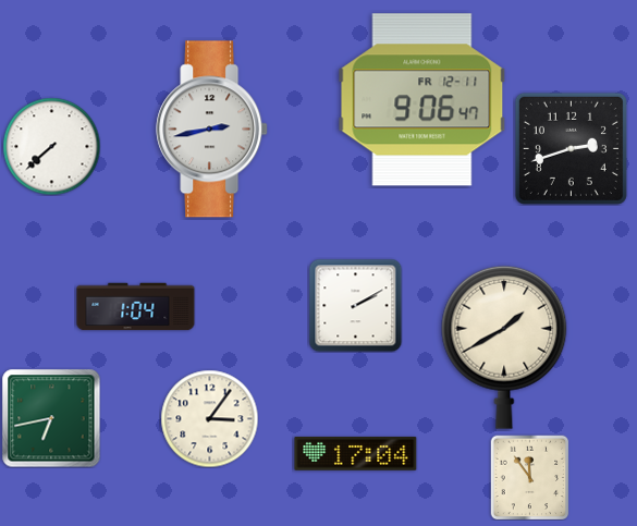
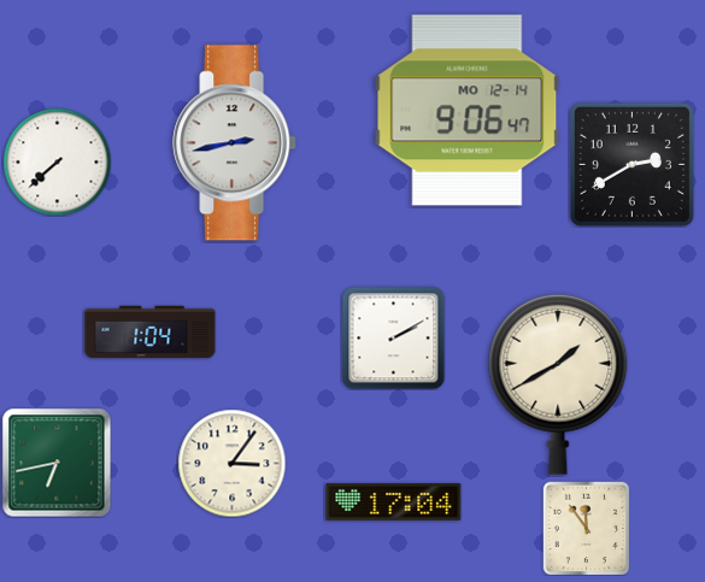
clock at (422, 100) date: FR 12-11 -> MO 12-14
clock at (571, 148): 2:42 -> 2:40
clock at (136, 307) position: (136, 307) -> (151, 333)
